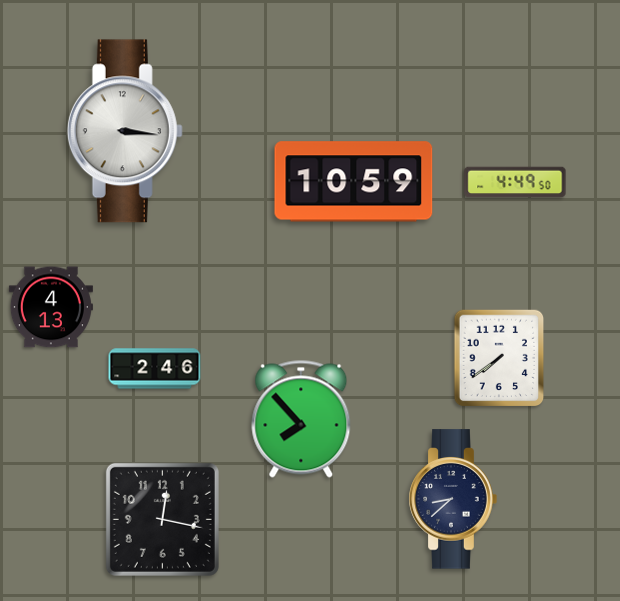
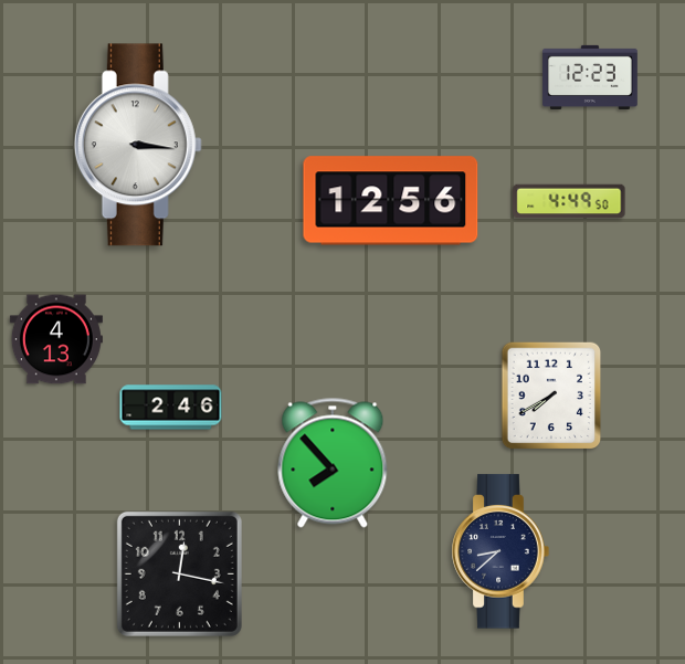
clock at (590, 77): none -> 12:23
clock at (354, 182): 10:59 -> 12:56
clock at (499, 358): 7:39 -> 7:40
